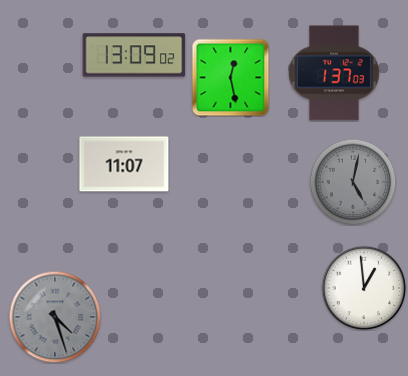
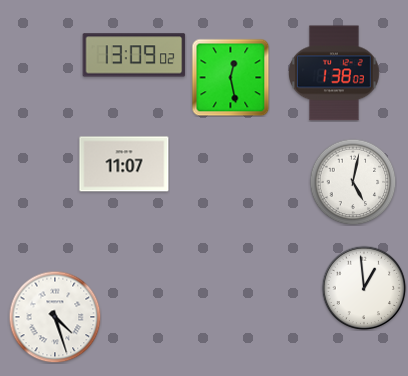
clock at (334, 73): 1:37 -> 1:38
clock at (353, 182) dial: grey -> white
clock at (55, 317) dial: grey -> white
